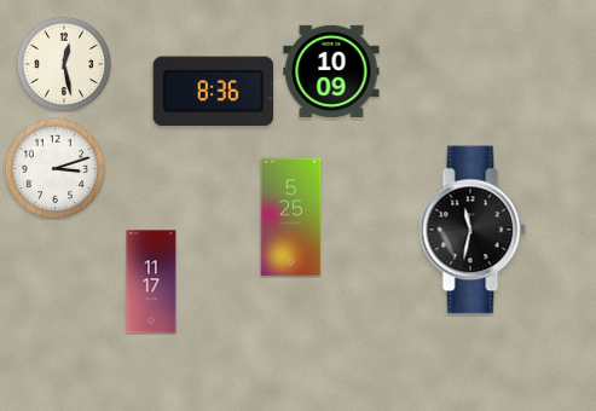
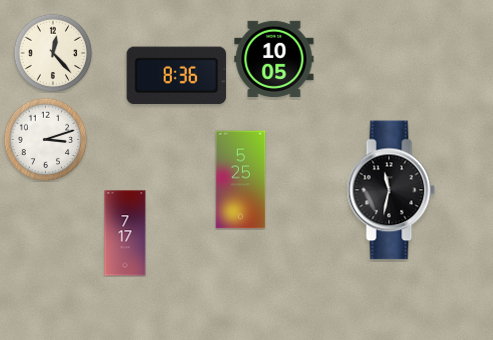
clock at (64, 64): 12:28 -> 12:23
clock at (331, 71): 10:09 -> 10:05
clock at (151, 282): 11:17 -> 7:17
